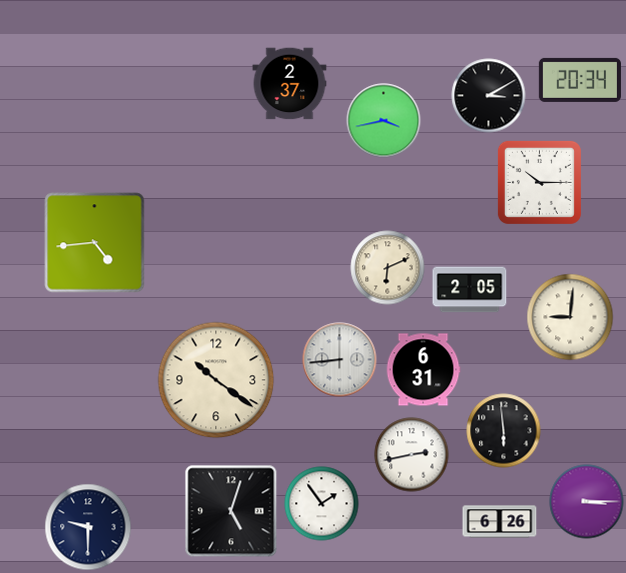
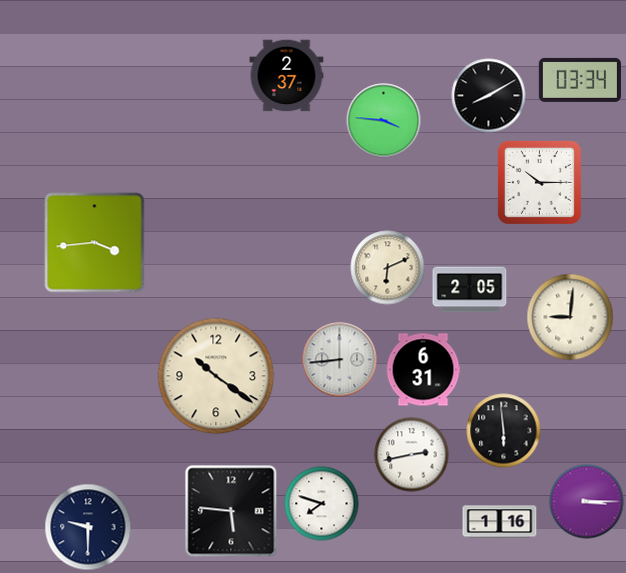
clock at (580, 80): 20:34 -> 03:34
clock at (290, 84) position: (290, 84) -> (287, 76)
clock at (489, 96): 3:10 -> 8:10
clock at (384, 121): 3:43 -> 3:46
clock at (95, 243): 4:44 -> 3:44
clock at (216, 380) position: (216, 380) -> (216, 376)
clock at (322, 504): 1:54 -> 7:48
clock at (231, 511): 5:03 -> 5:46
clock at (500, 522): 6:26 -> 1:16
